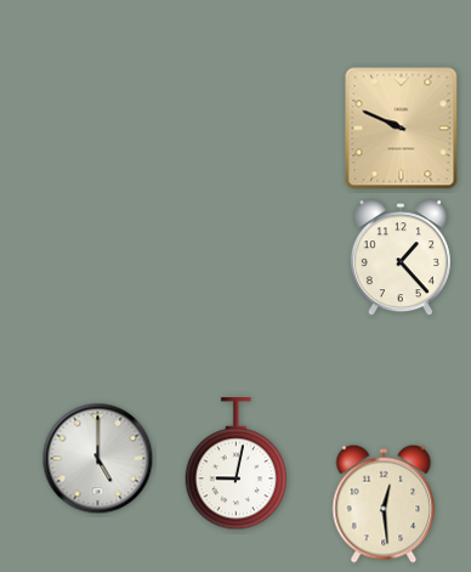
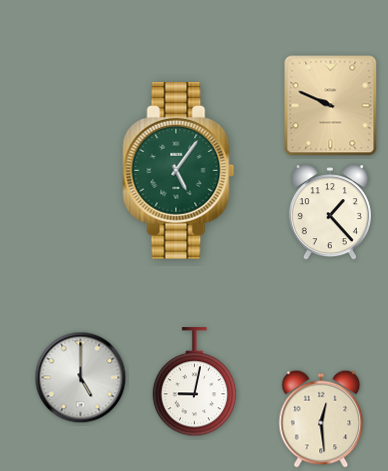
clock at (179, 171): none -> 5:06
clock at (384, 504) position: (384, 504) -> (321, 419)
